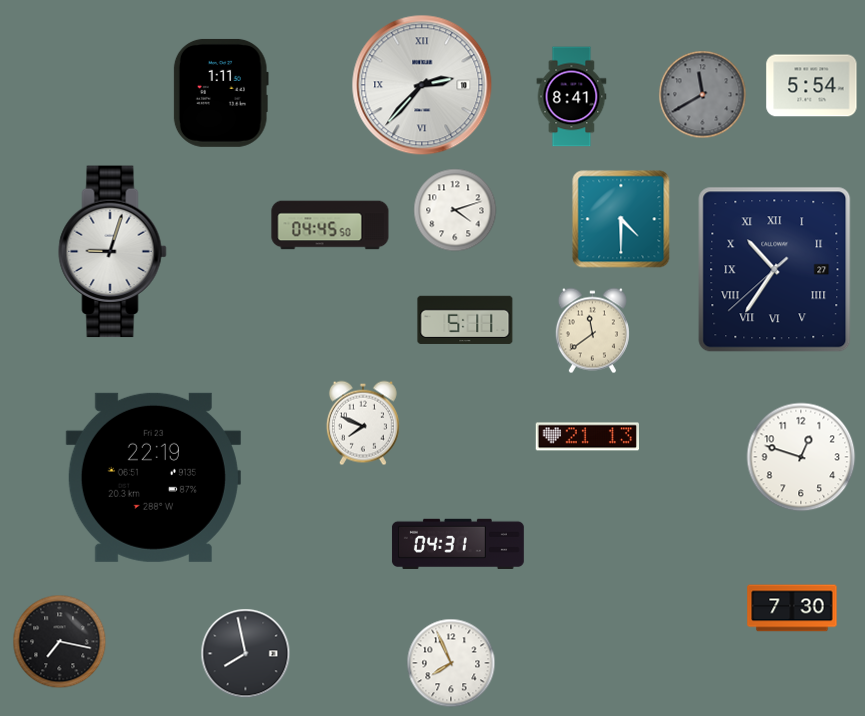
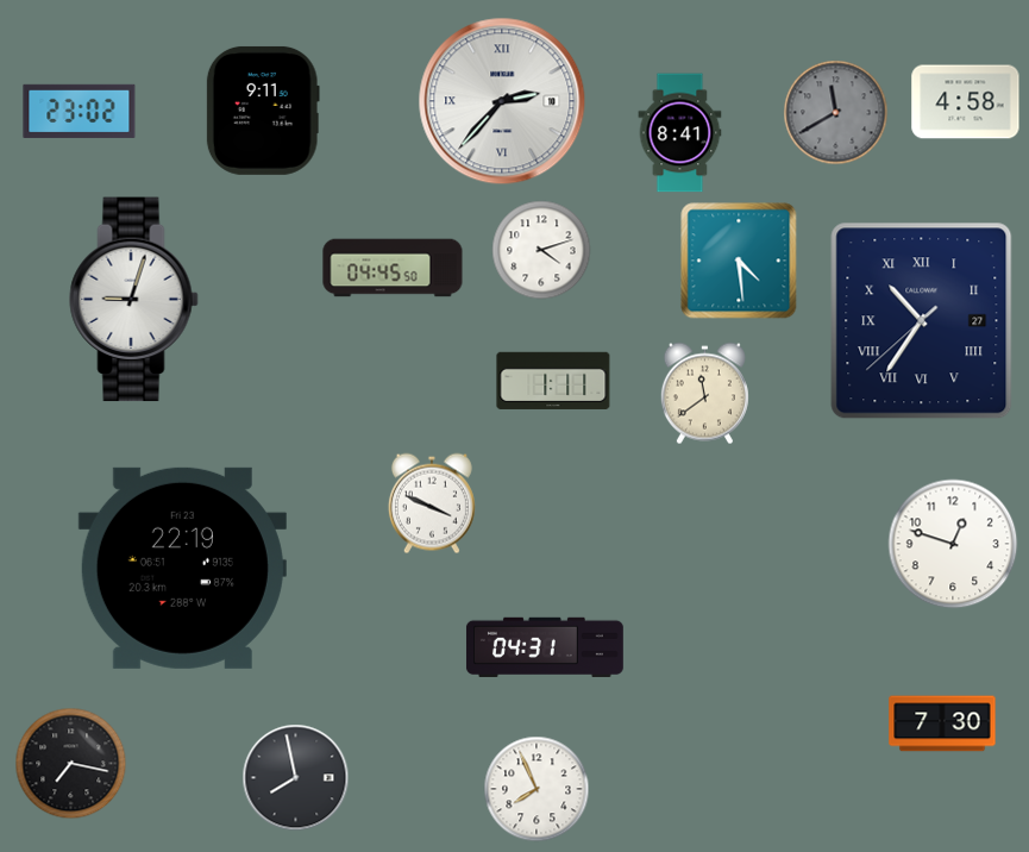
clock at (812, 86): 5:54 -> 4:58
clock at (80, 111): none -> 23:02
clock at (221, 93): 1:11 -> 9:11
clock at (572, 97) position: (572, 97) -> (680, 133)
clock at (621, 219): 4:30 -> 4:29
clock at (465, 320): 5:11 -> 1:11
clock at (363, 423): 7:49 -> 3:49
clock at (587, 437): 21:13 -> none
clock at (246, 654) position: (246, 654) -> (296, 778)
